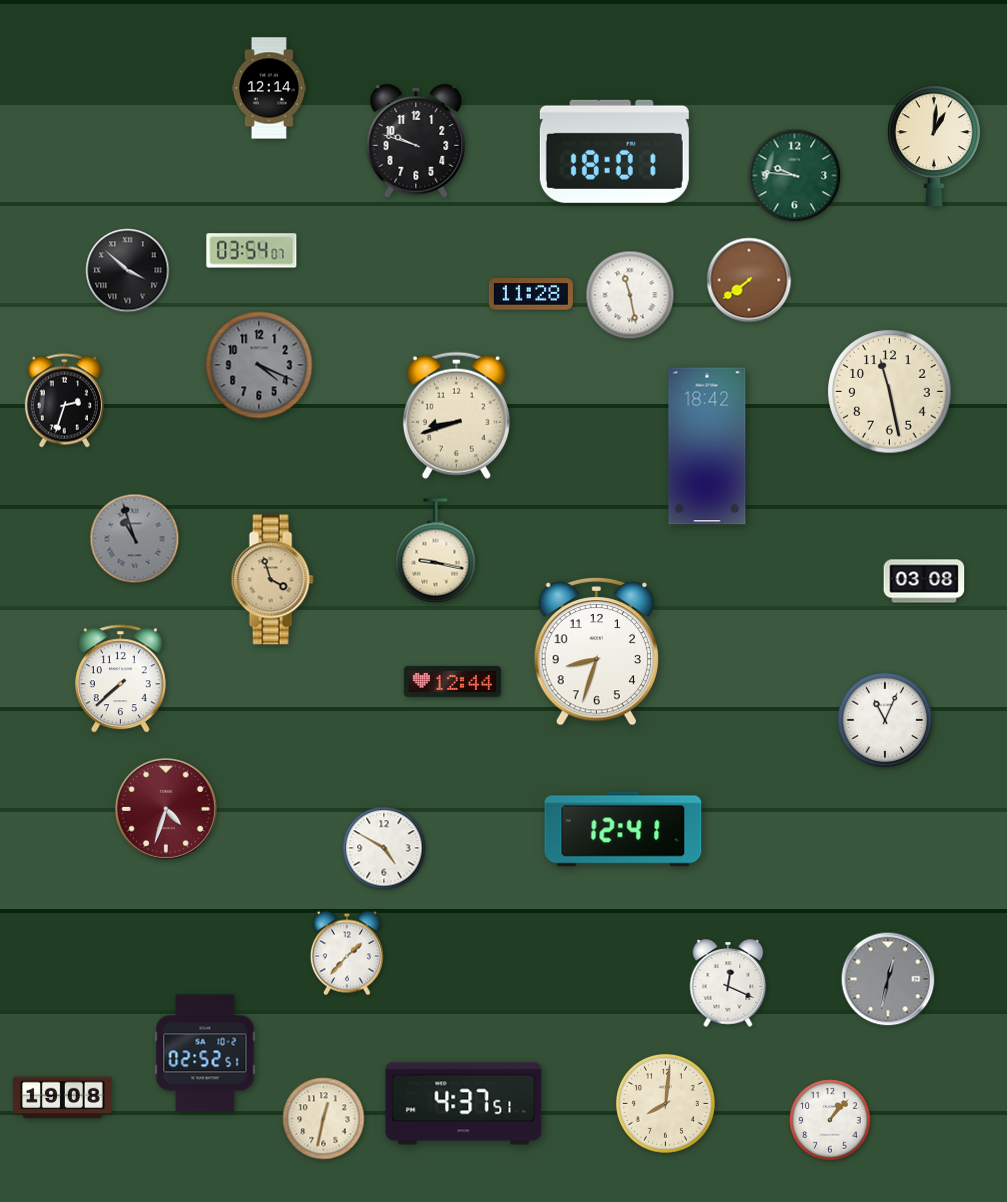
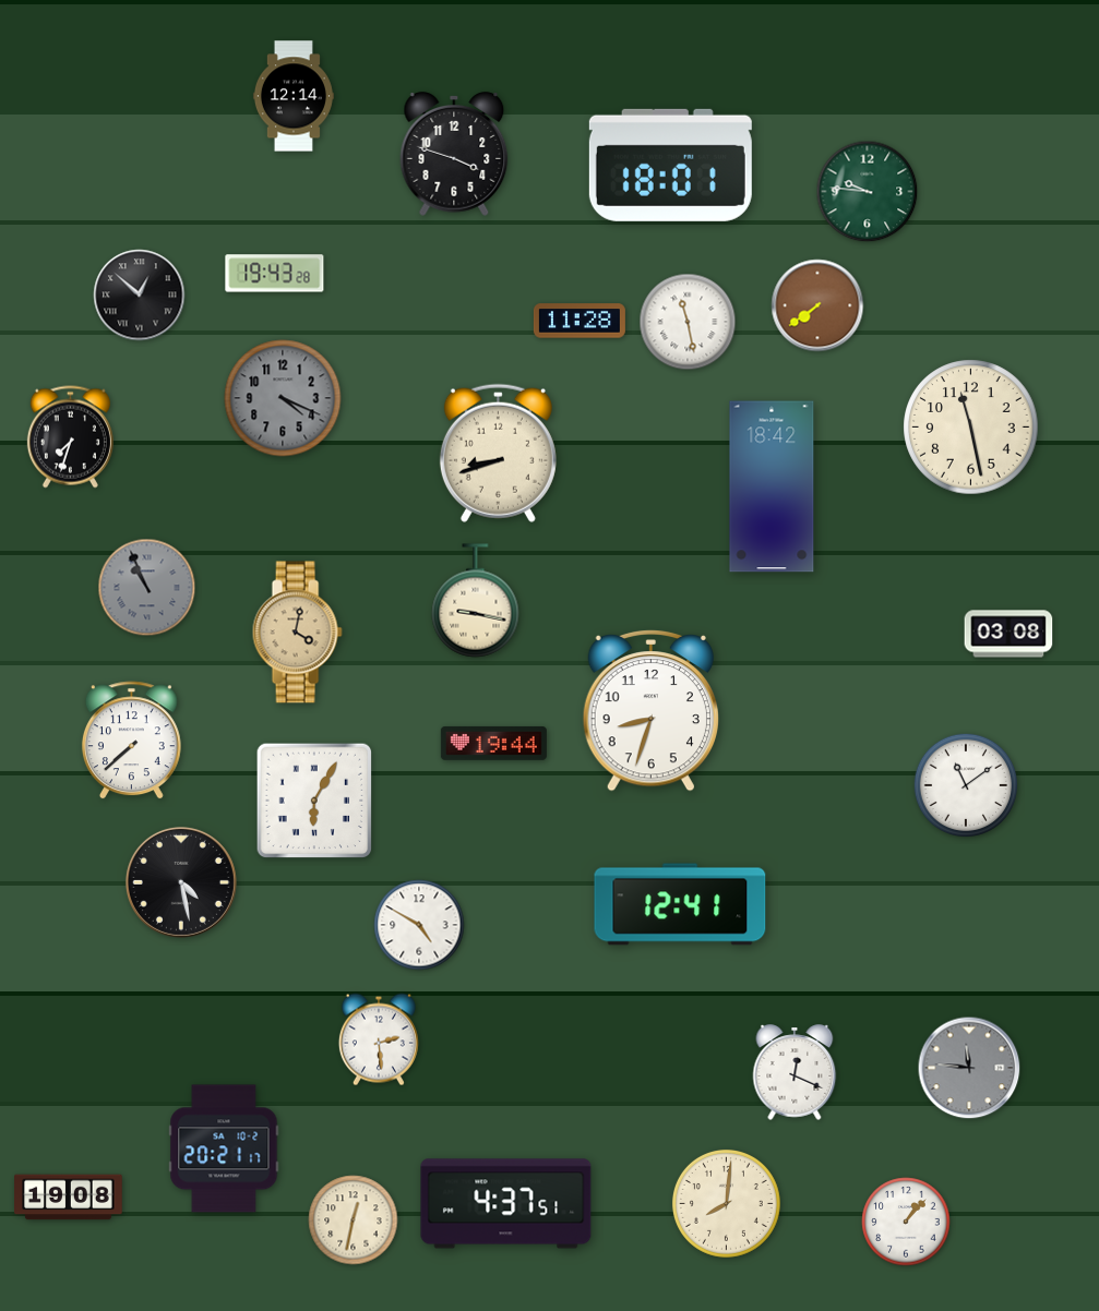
clock at (416, 141): 9:48 -> 3:48
clock at (934, 146): 1:01 -> none
clock at (252, 251): 03:54 -> 19:43
clock at (128, 271): 3:52 -> 12:52
clock at (64, 401): 2:33 -> 7:33
clock at (135, 539): 10:57 -> 10:56
clock at (272, 580): 3:57 -> 4:02
clock at (452, 681): 12:44 -> 19:44
clock at (885, 720): 11:04 -> 11:09
clock at (314, 801): none -> 6:05
clock at (166, 809): 4:33 -> 4:28
clock at (166, 809) dial: burgundy -> black
clock at (347, 953): 1:37 -> 2:29
clock at (888, 979): 12:32 -> 11:46
clock at (205, 1053): 02:52 -> 20:21
